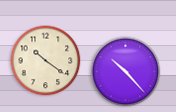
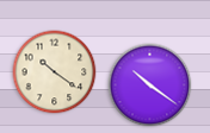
clock at (126, 72): 10:23 -> 10:21
